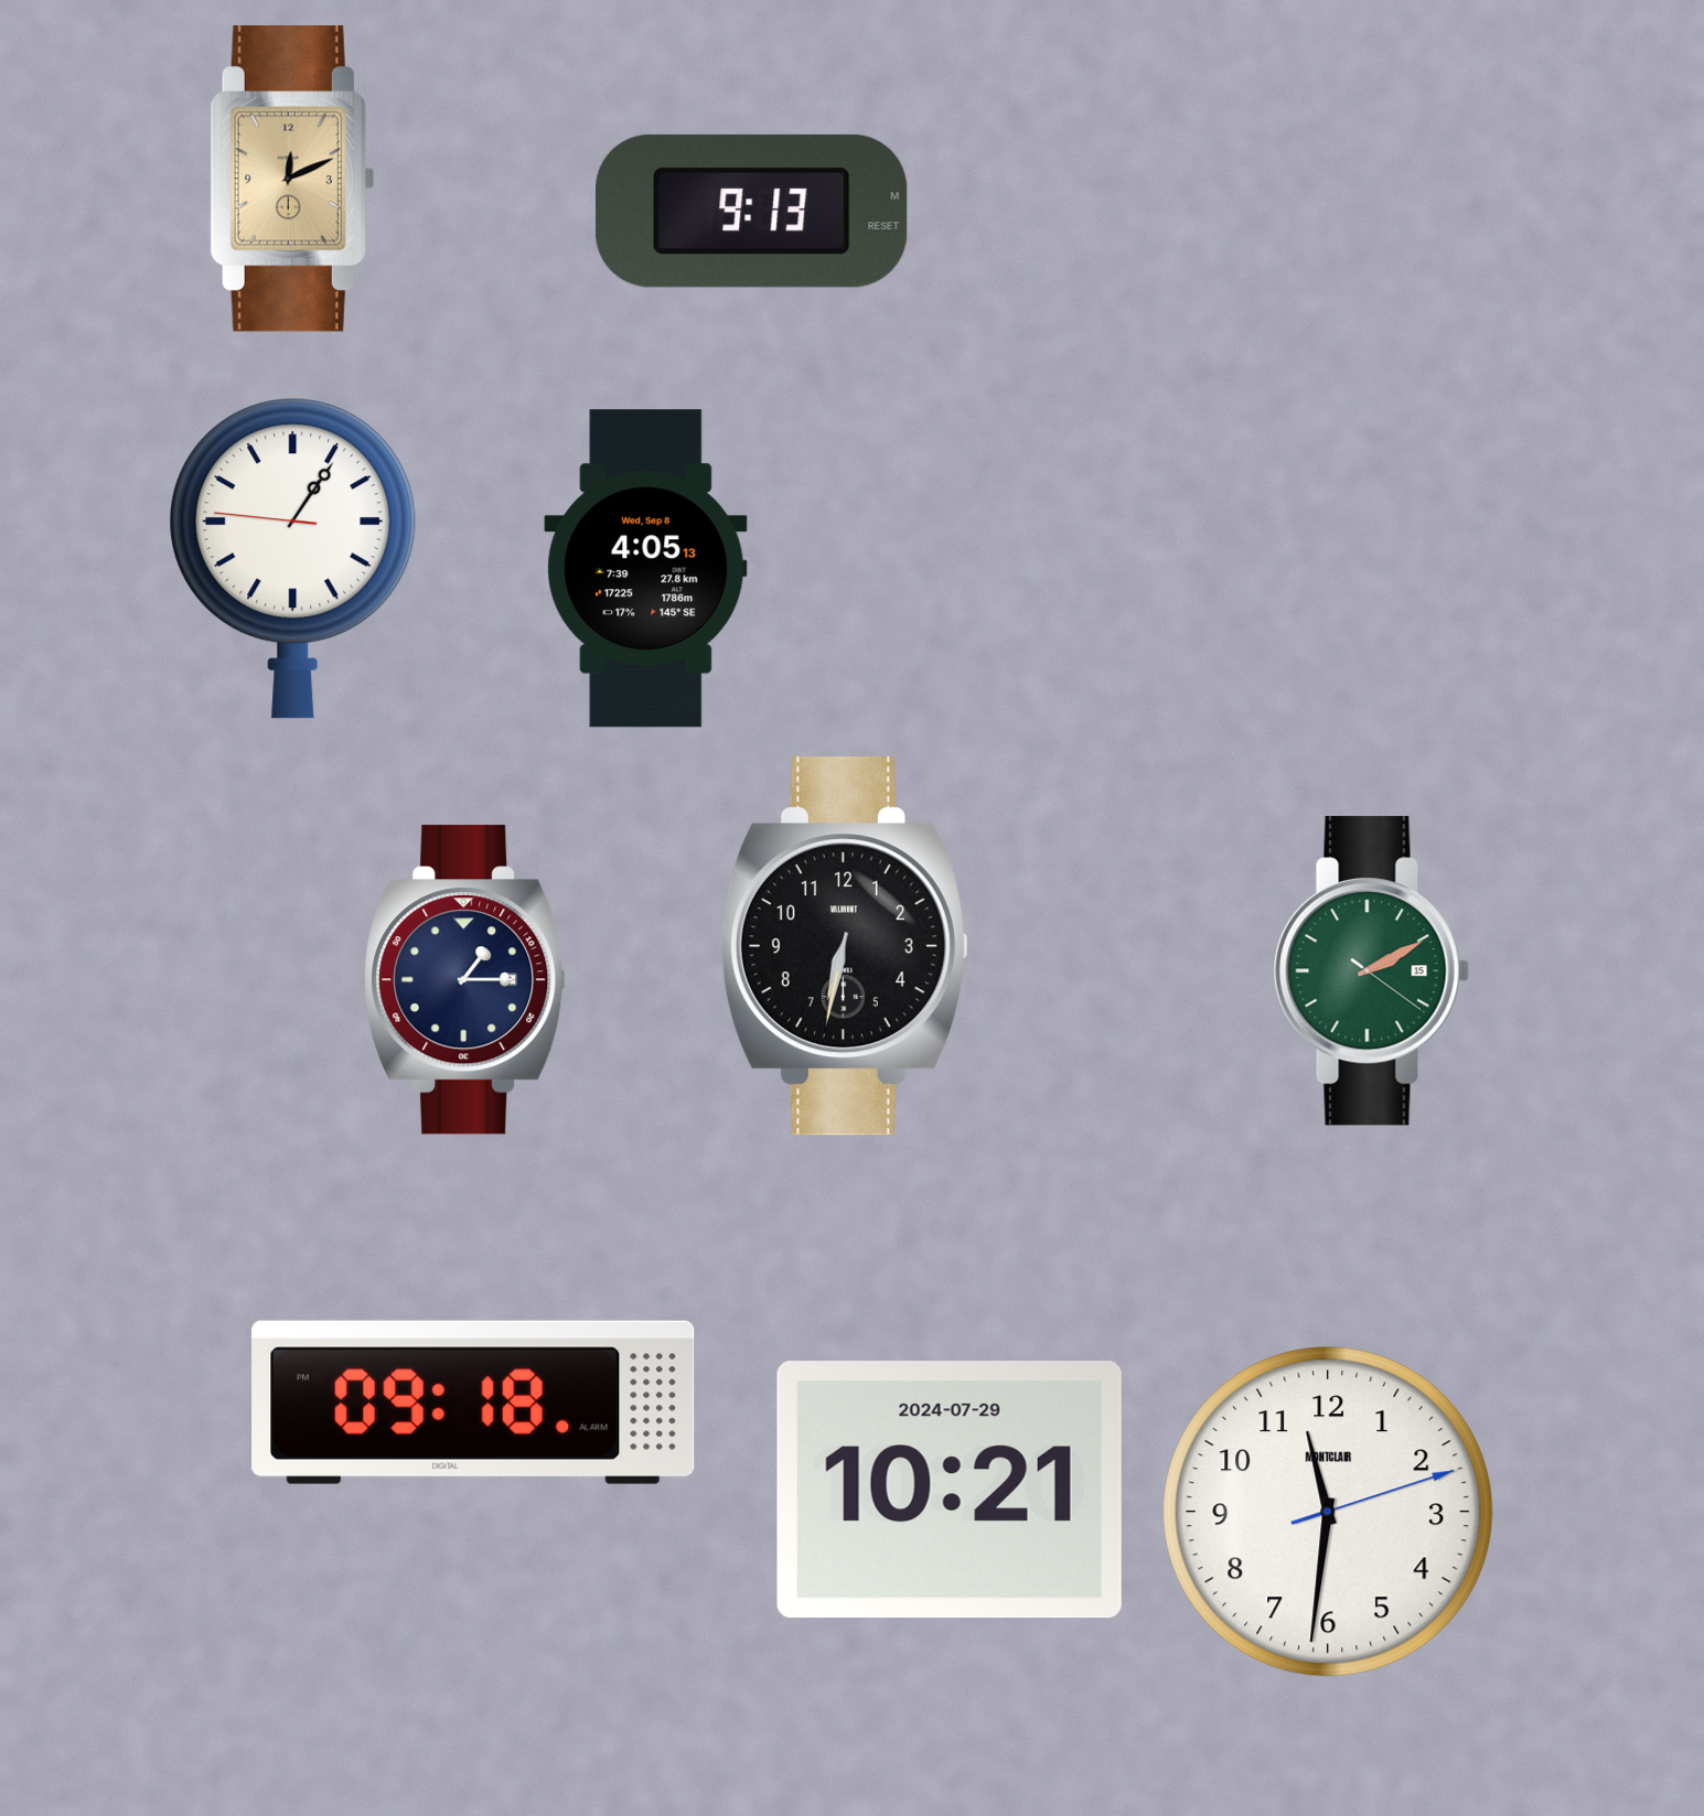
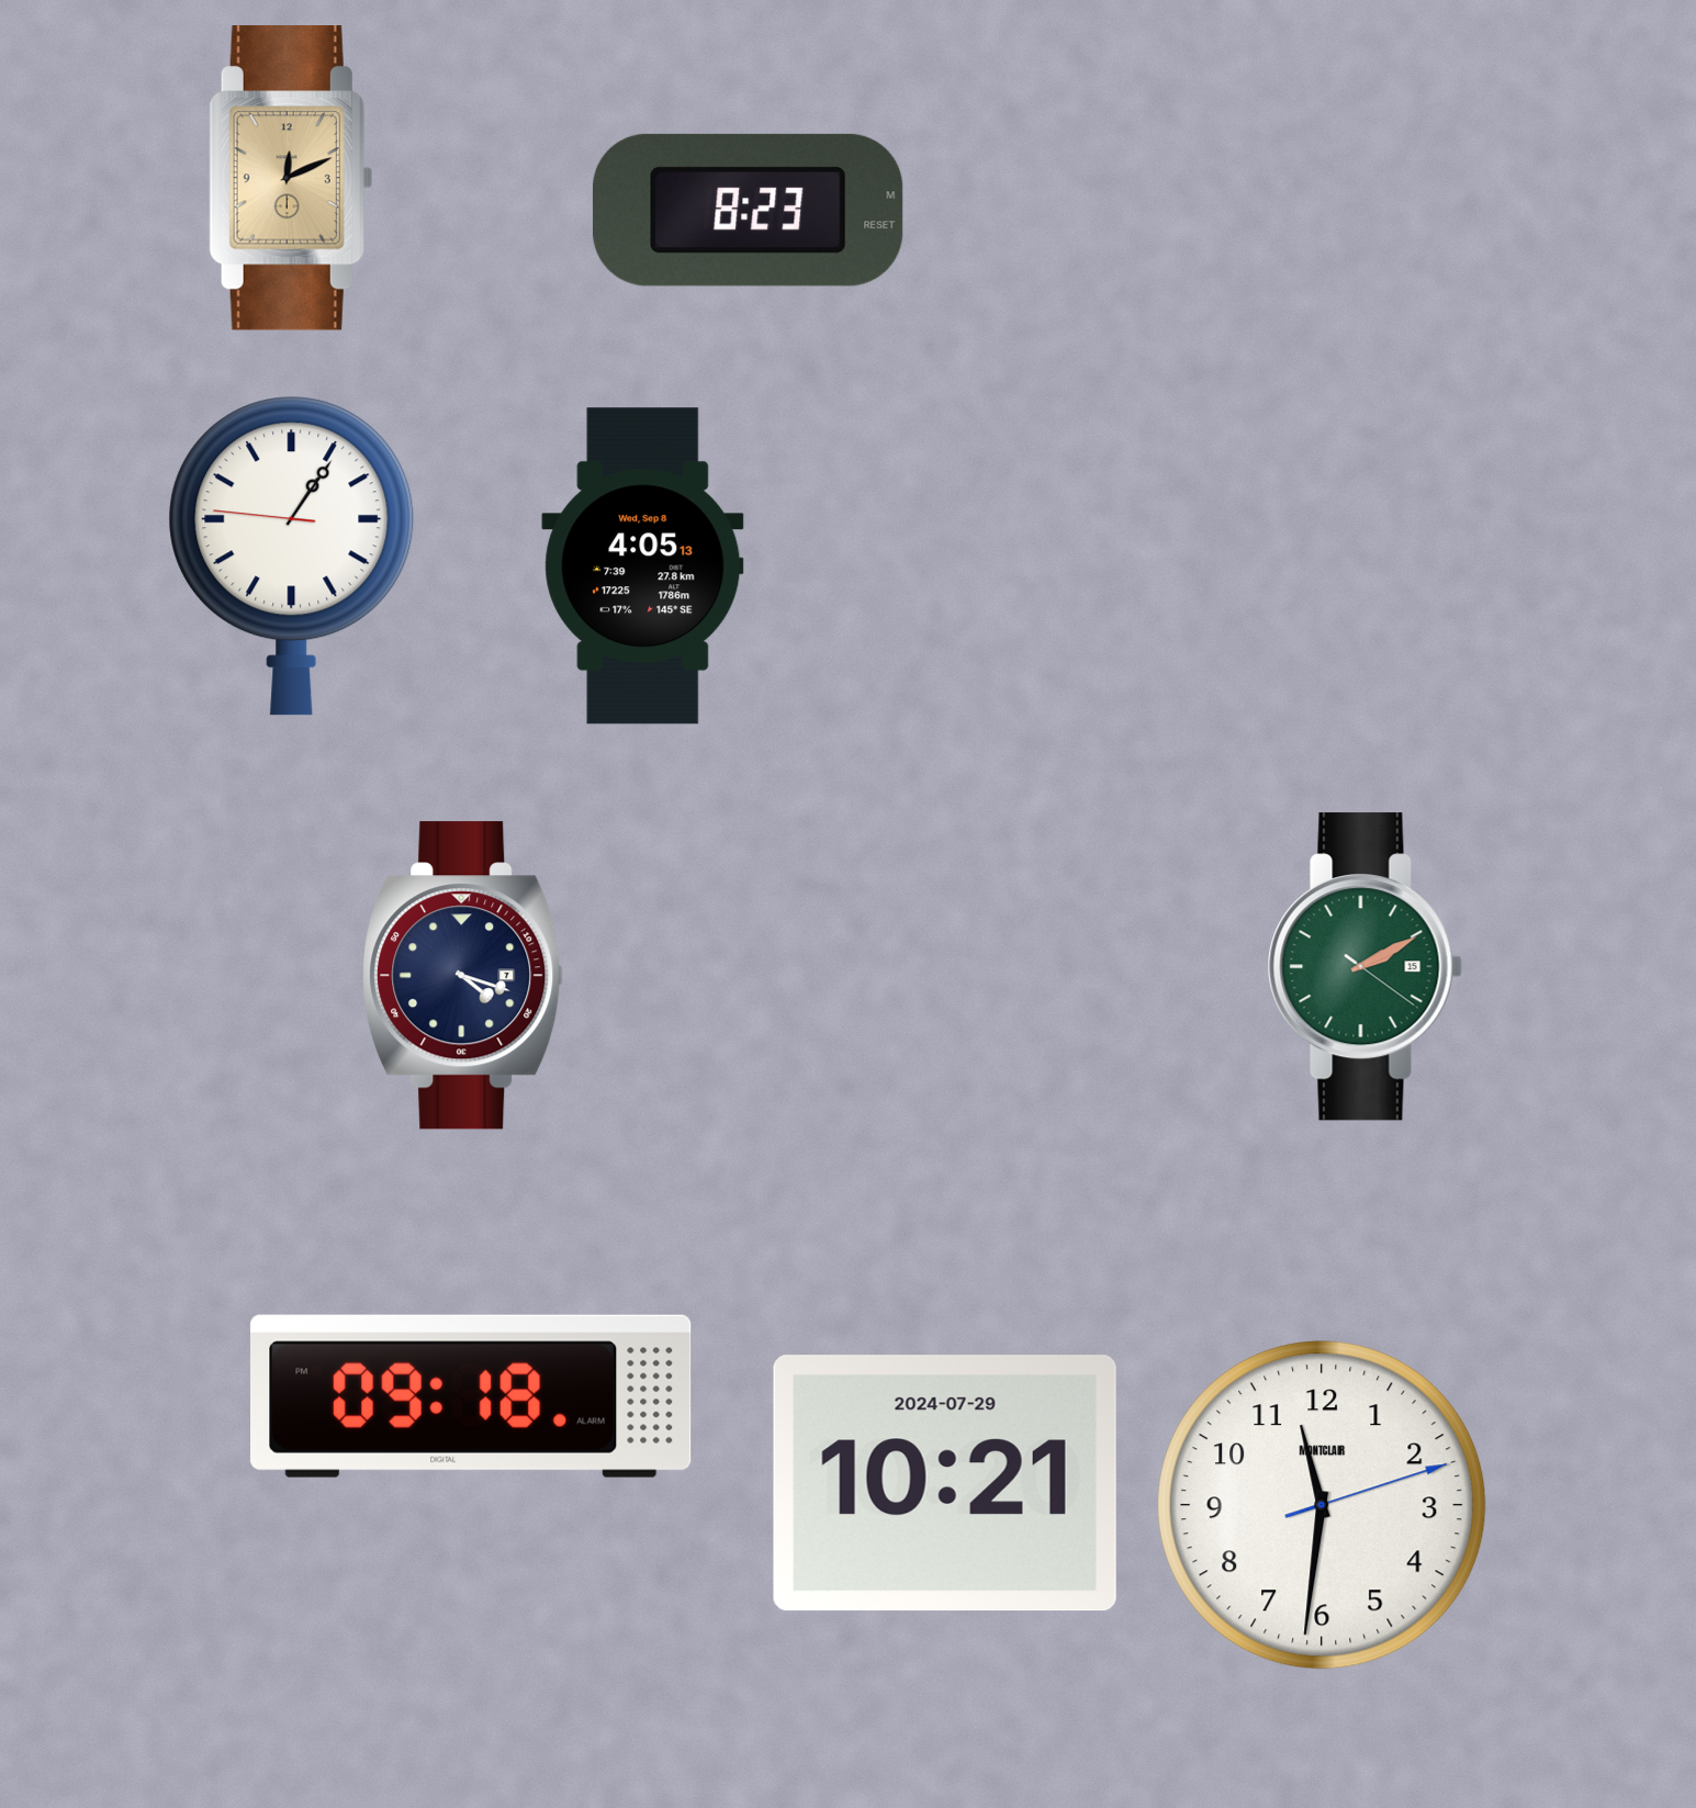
clock at (752, 211): 9:13 -> 8:23
clock at (845, 946): 6:32 -> none
clock at (465, 980): 1:15 -> 4:18
